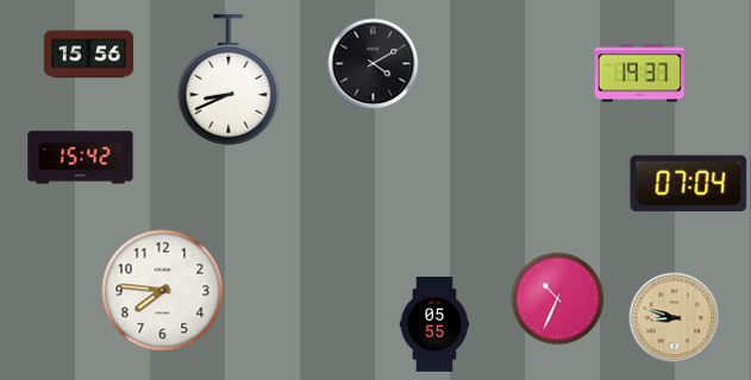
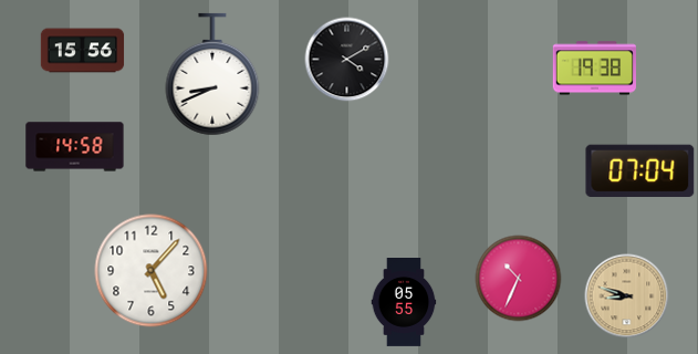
clock at (639, 74): 19:37 -> 19:38
clock at (81, 158): 15:42 -> 14:58
clock at (163, 291): 7:46 -> 5:07
